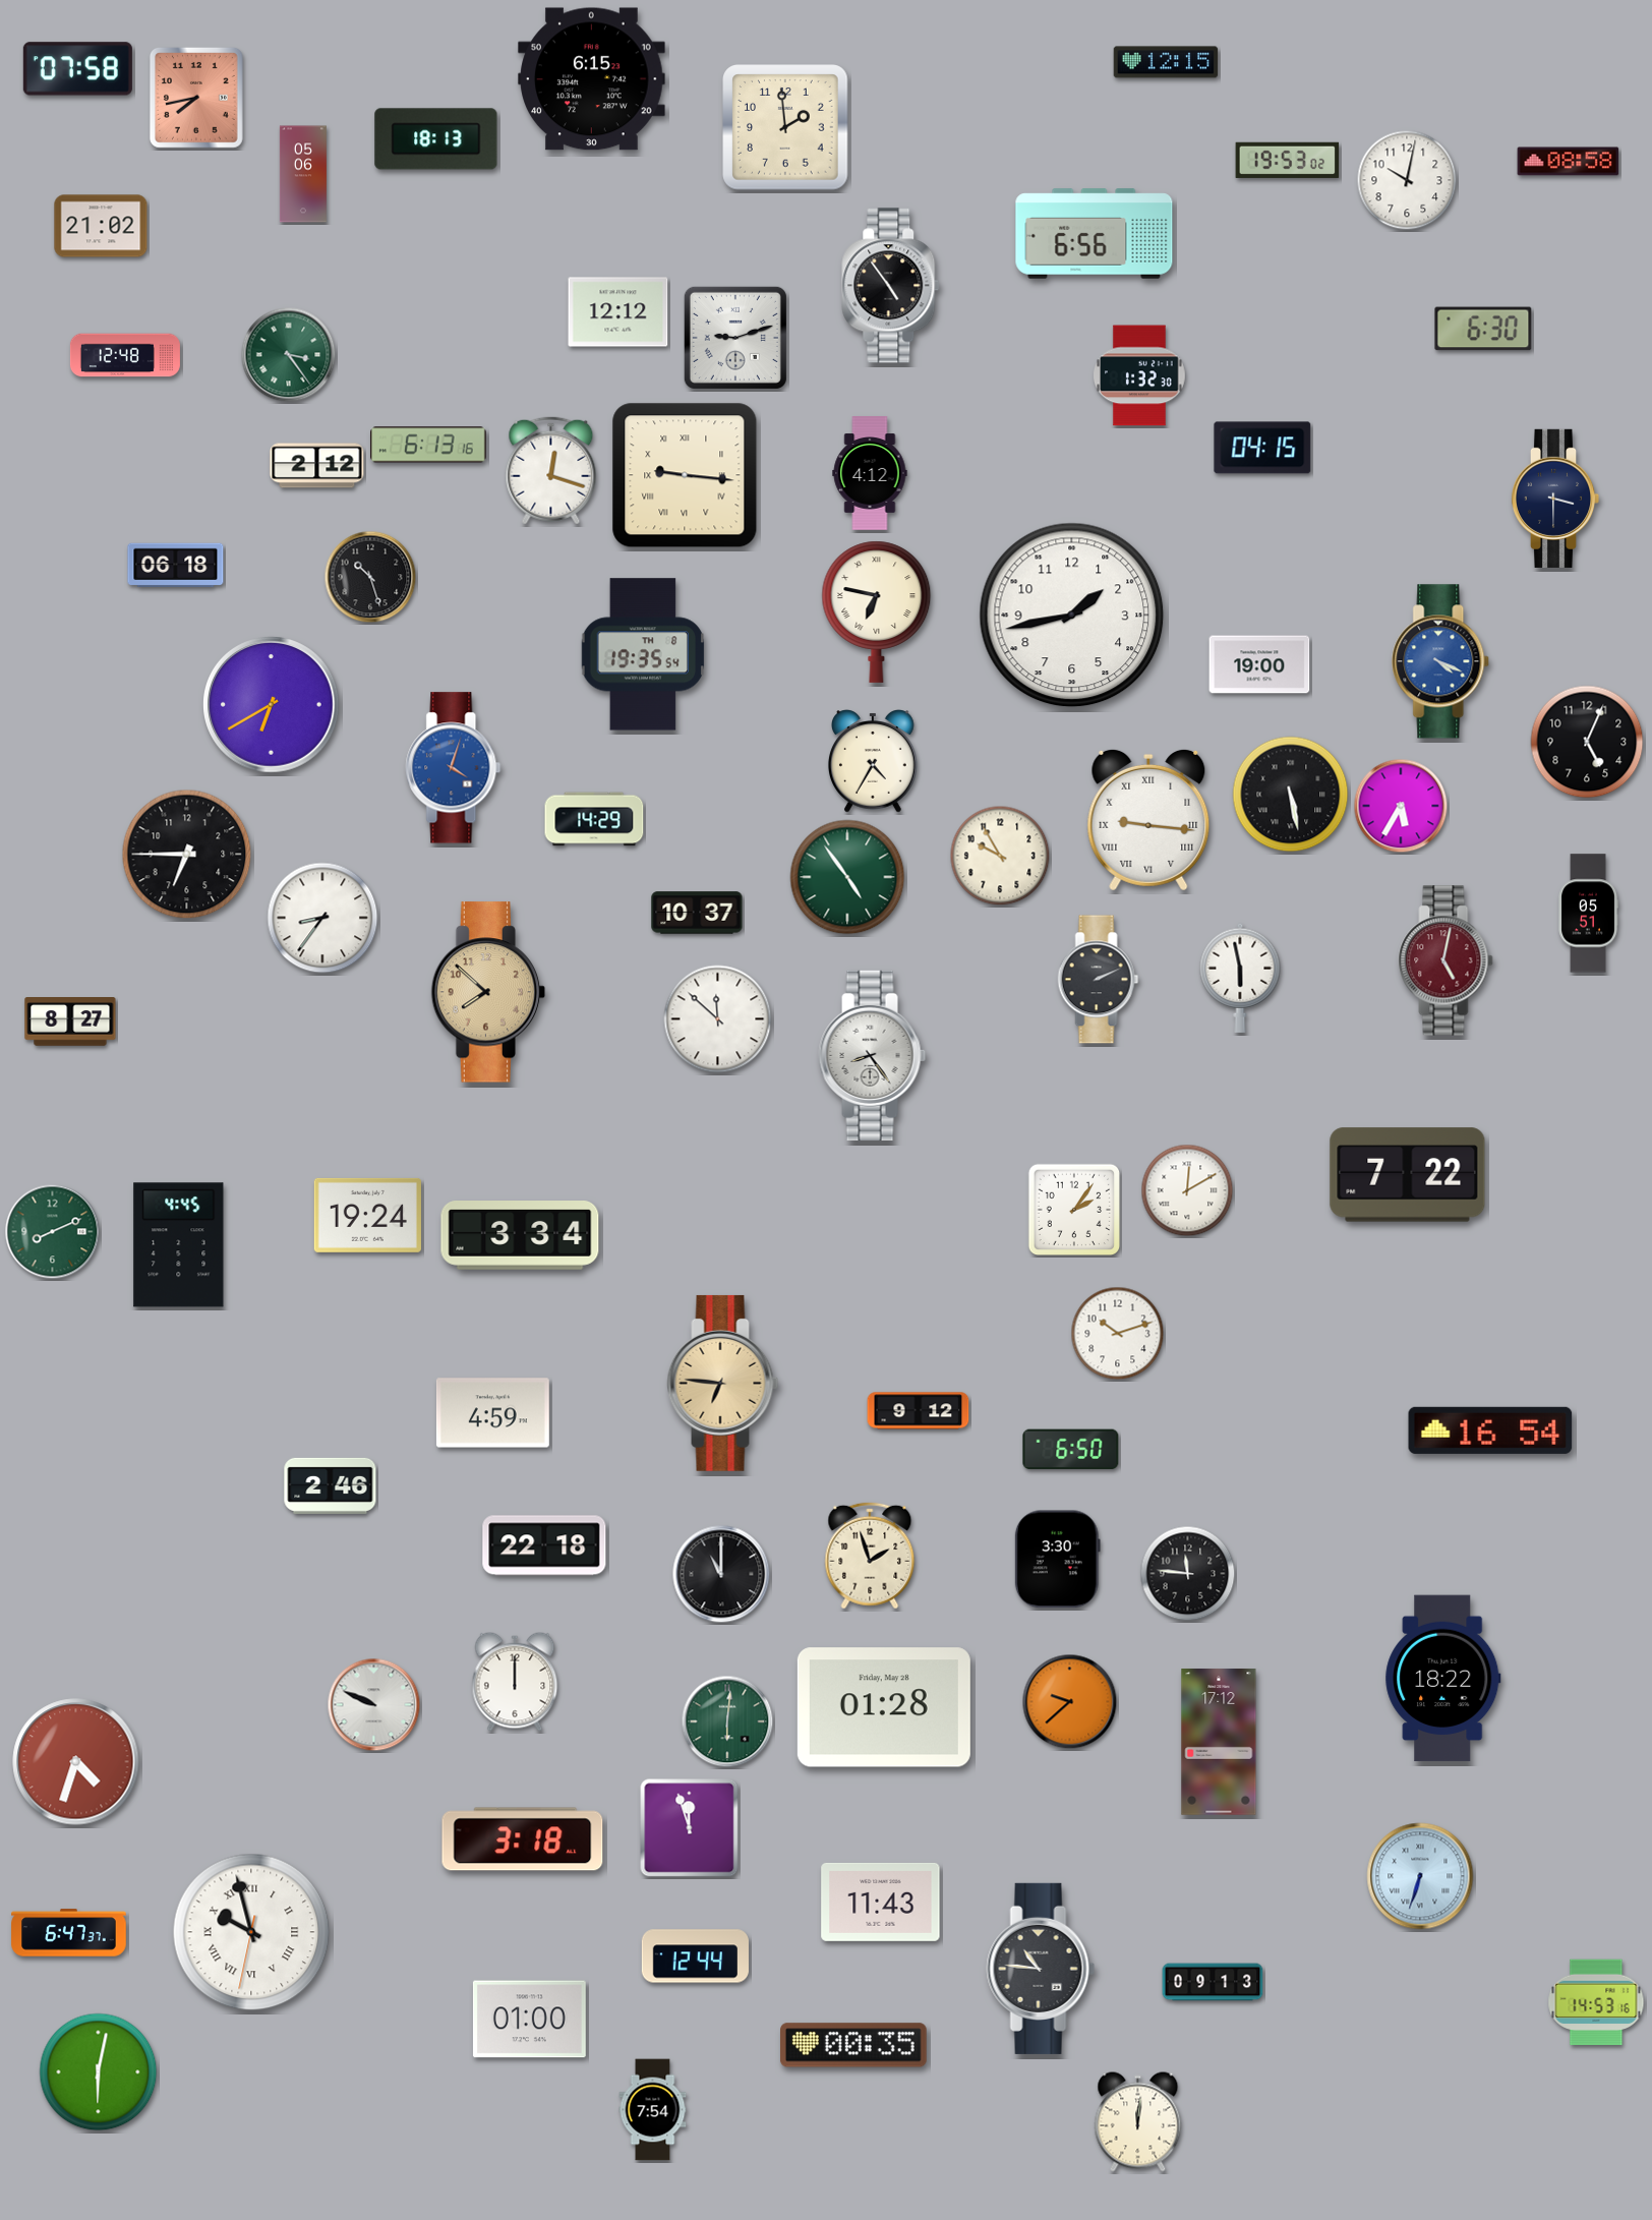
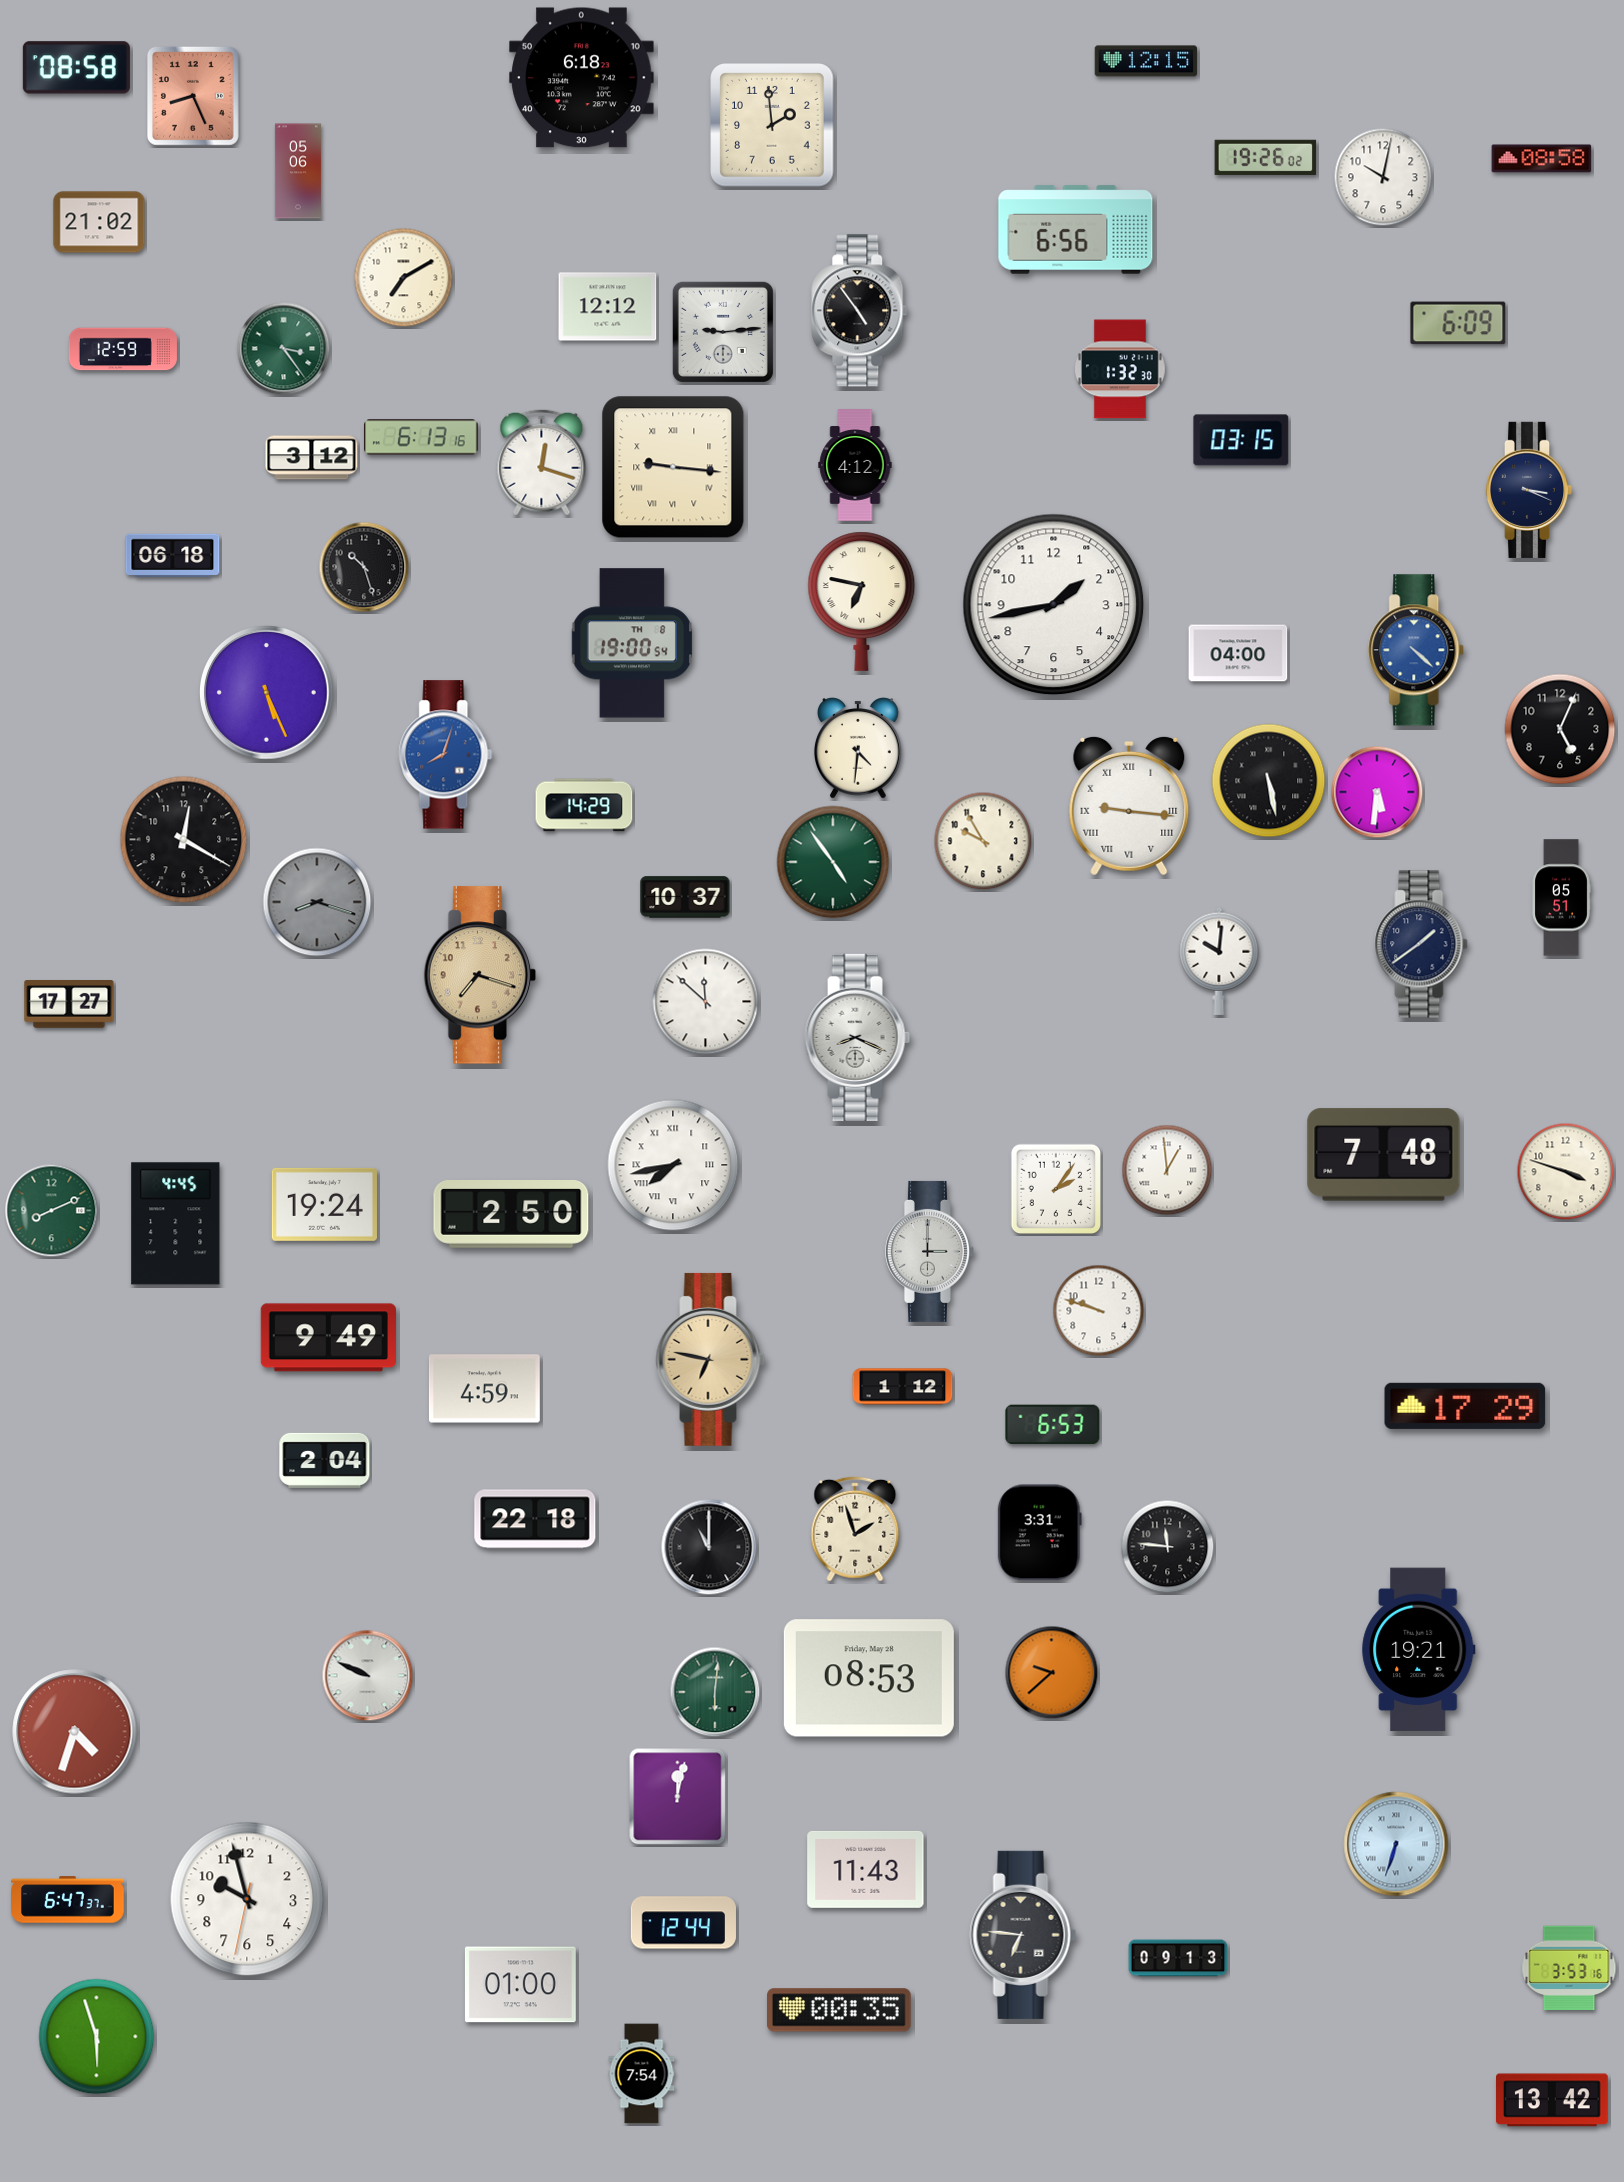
clock at (77, 69): 07:58 -> 08:58
clock at (592, 79): 6:15 -> 6:18
clock at (196, 98): 7:43 -> 8:26
clock at (436, 139): 18:13 -> none
clock at (1288, 160): 19:53 -> 19:26
clock at (404, 278): none -> 7:10
clock at (891, 286) position: (891, 286) -> (860, 311)
clock at (1483, 329): 6:30 -> 6:09
clock at (735, 338): 9:12 -> 9:14
clock at (125, 355): 12:48 -> 12:59
clock at (1262, 448): 04:15 -> 03:15
clock at (317, 466): 2:12 -> 3:12
clock at (1555, 499): 3:30 -> 3:19
clock at (643, 654): 19:35 -> 19:00
clock at (1441, 661): 4:19 -> 4:22
clock at (1259, 664): 19:00 -> 04:00
clock at (272, 705): 6:40 -> 5:26
clock at (874, 761): 4:35 -> 4:31
clock at (454, 768): 4:03 -> 8:03
clock at (1401, 806): 5:35 -> 5:31
clock at (187, 855): 6:45 -> 12:20
clock at (322, 918): 8:36 -> 8:18
clock at (322, 918) dial: white -> grey
clock at (1445, 960): 5:02 -> 1:39
clock at (1445, 960) dial: burgundy -> navy
clock at (1240, 978): 5:58 -> 10:01
clock at (1099, 980): 2:11 -> none
clock at (488, 992): 7:52 -> 7:18
clock at (70, 1023): 8:27 -> 17:27
clock at (873, 1055): 8:24 -> 8:19
clock at (1408, 1175): 7:22 -> 7:48
clock at (673, 1165): none -> 7:43
clock at (1187, 1190): 12:10 -> 12:59
clock at (1566, 1172): none -> 3:48
clock at (367, 1215) position: (367, 1215) -> (324, 1204)
clock at (520, 1236): 3:34 -> 2:50
clock at (929, 1251): none -> 3:00
clock at (1118, 1334): 10:12 -> 9:48
clock at (328, 1338): none -> 9:49
clock at (723, 1383): 6:46 -> 6:47
clock at (919, 1411): 9:12 -> 1:12
clock at (1490, 1430): 16:54 -> 17:29
clock at (1071, 1450): 6:50 -> 6:53
clock at (331, 1485): 2:46 -> 2:04
clock at (1057, 1560): 3:30 -> 3:31
clock at (1443, 1679): 18:22 -> 19:21
clock at (515, 1682): 12:00 -> none
clock at (884, 1707): 01:28 -> 08:53
clock at (1219, 1742): 17:12 -> none
clock at (690, 1828): 11:57 -> 12:02
clock at (523, 1839): 3:18 -> none
clock at (251, 1932) numerals: Roman -> Arabic
clock at (1041, 1969): 10:46 -> 6:46
clock at (1213, 1982) position: (1213, 1982) -> (1178, 1958)
clock at (1596, 2002): 14:53 -> 3:53
clock at (99, 2072): 6:02 -> 5:57
clock at (1138, 2122): 12:01 -> none
clock at (1553, 2100): none -> 13:42
